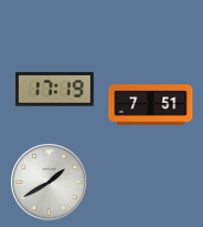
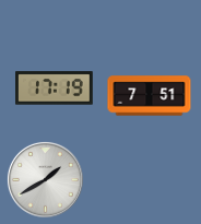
clock at (151, 105) position: (151, 105) -> (150, 96)
clock at (49, 182) position: (49, 182) -> (45, 179)
